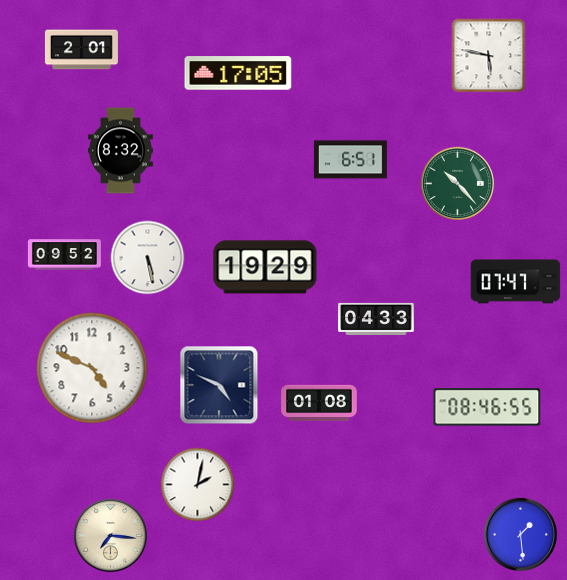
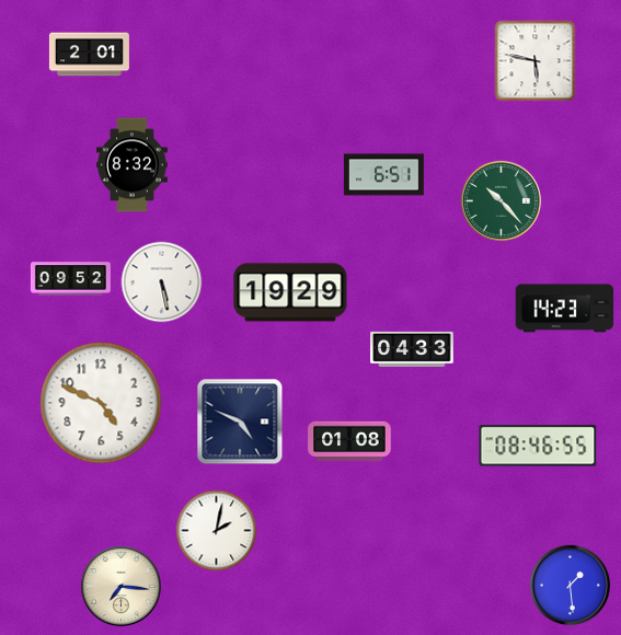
clock at (238, 73): 17:05 -> none
clock at (516, 282): 07:47 -> 14:23
clock at (487, 407) position: (487, 407) -> (538, 446)
